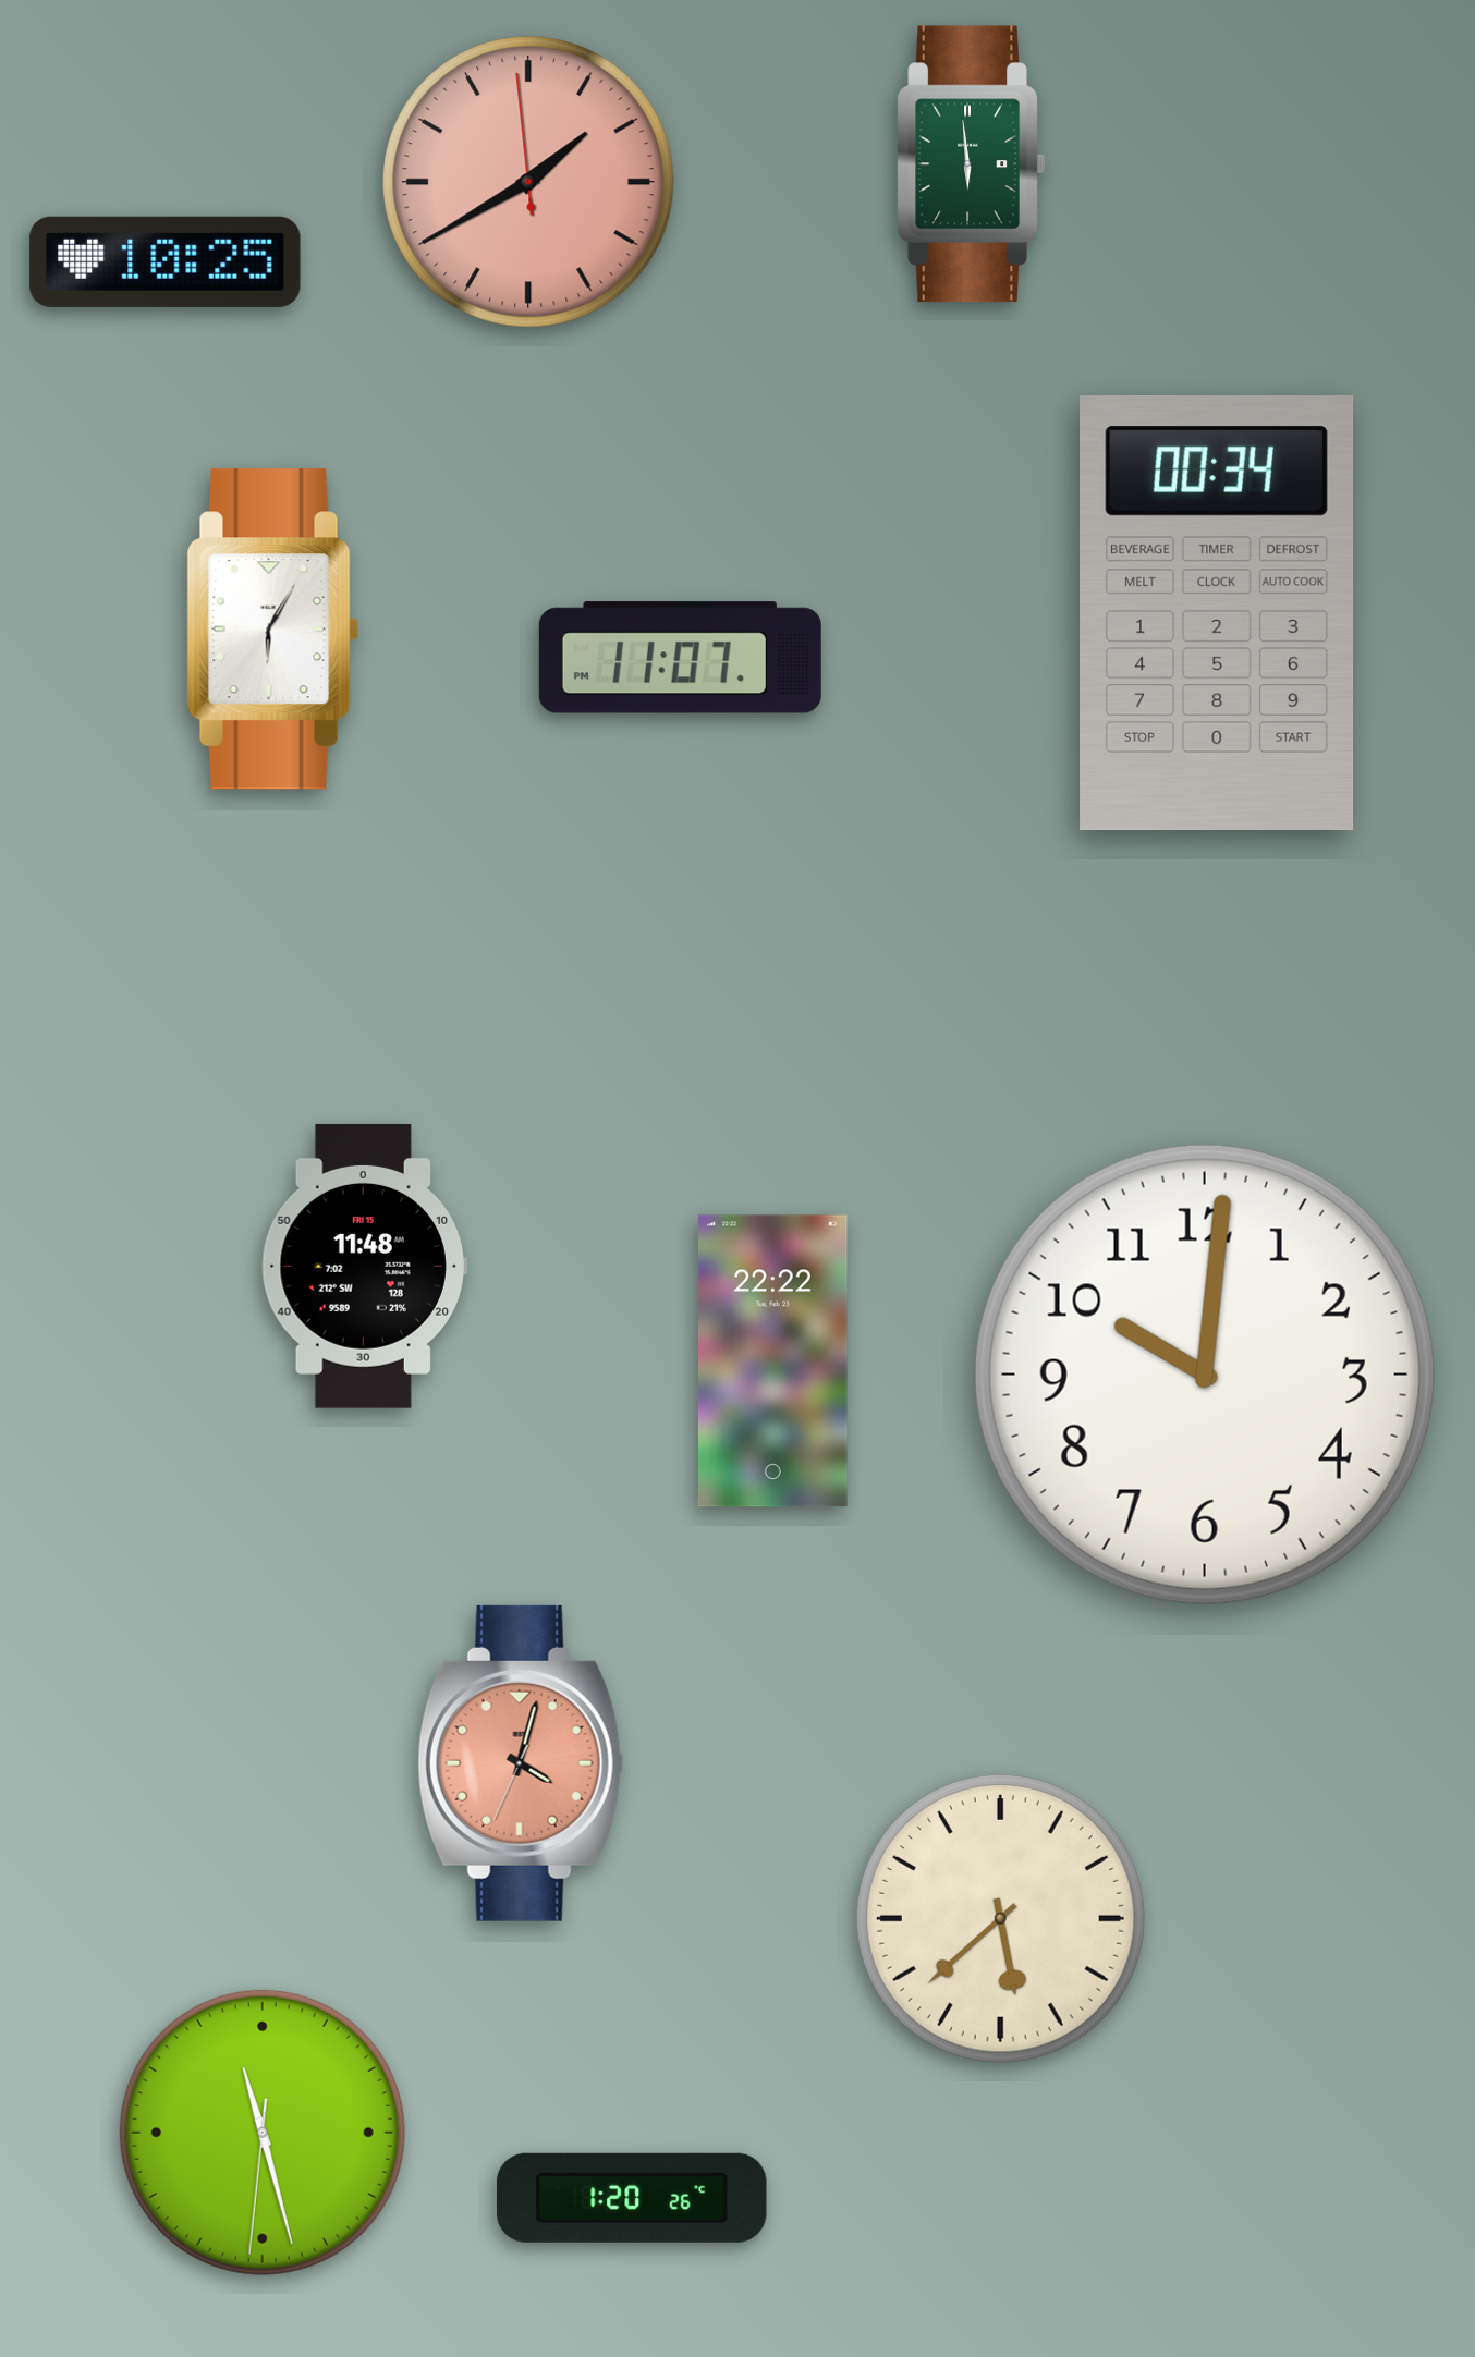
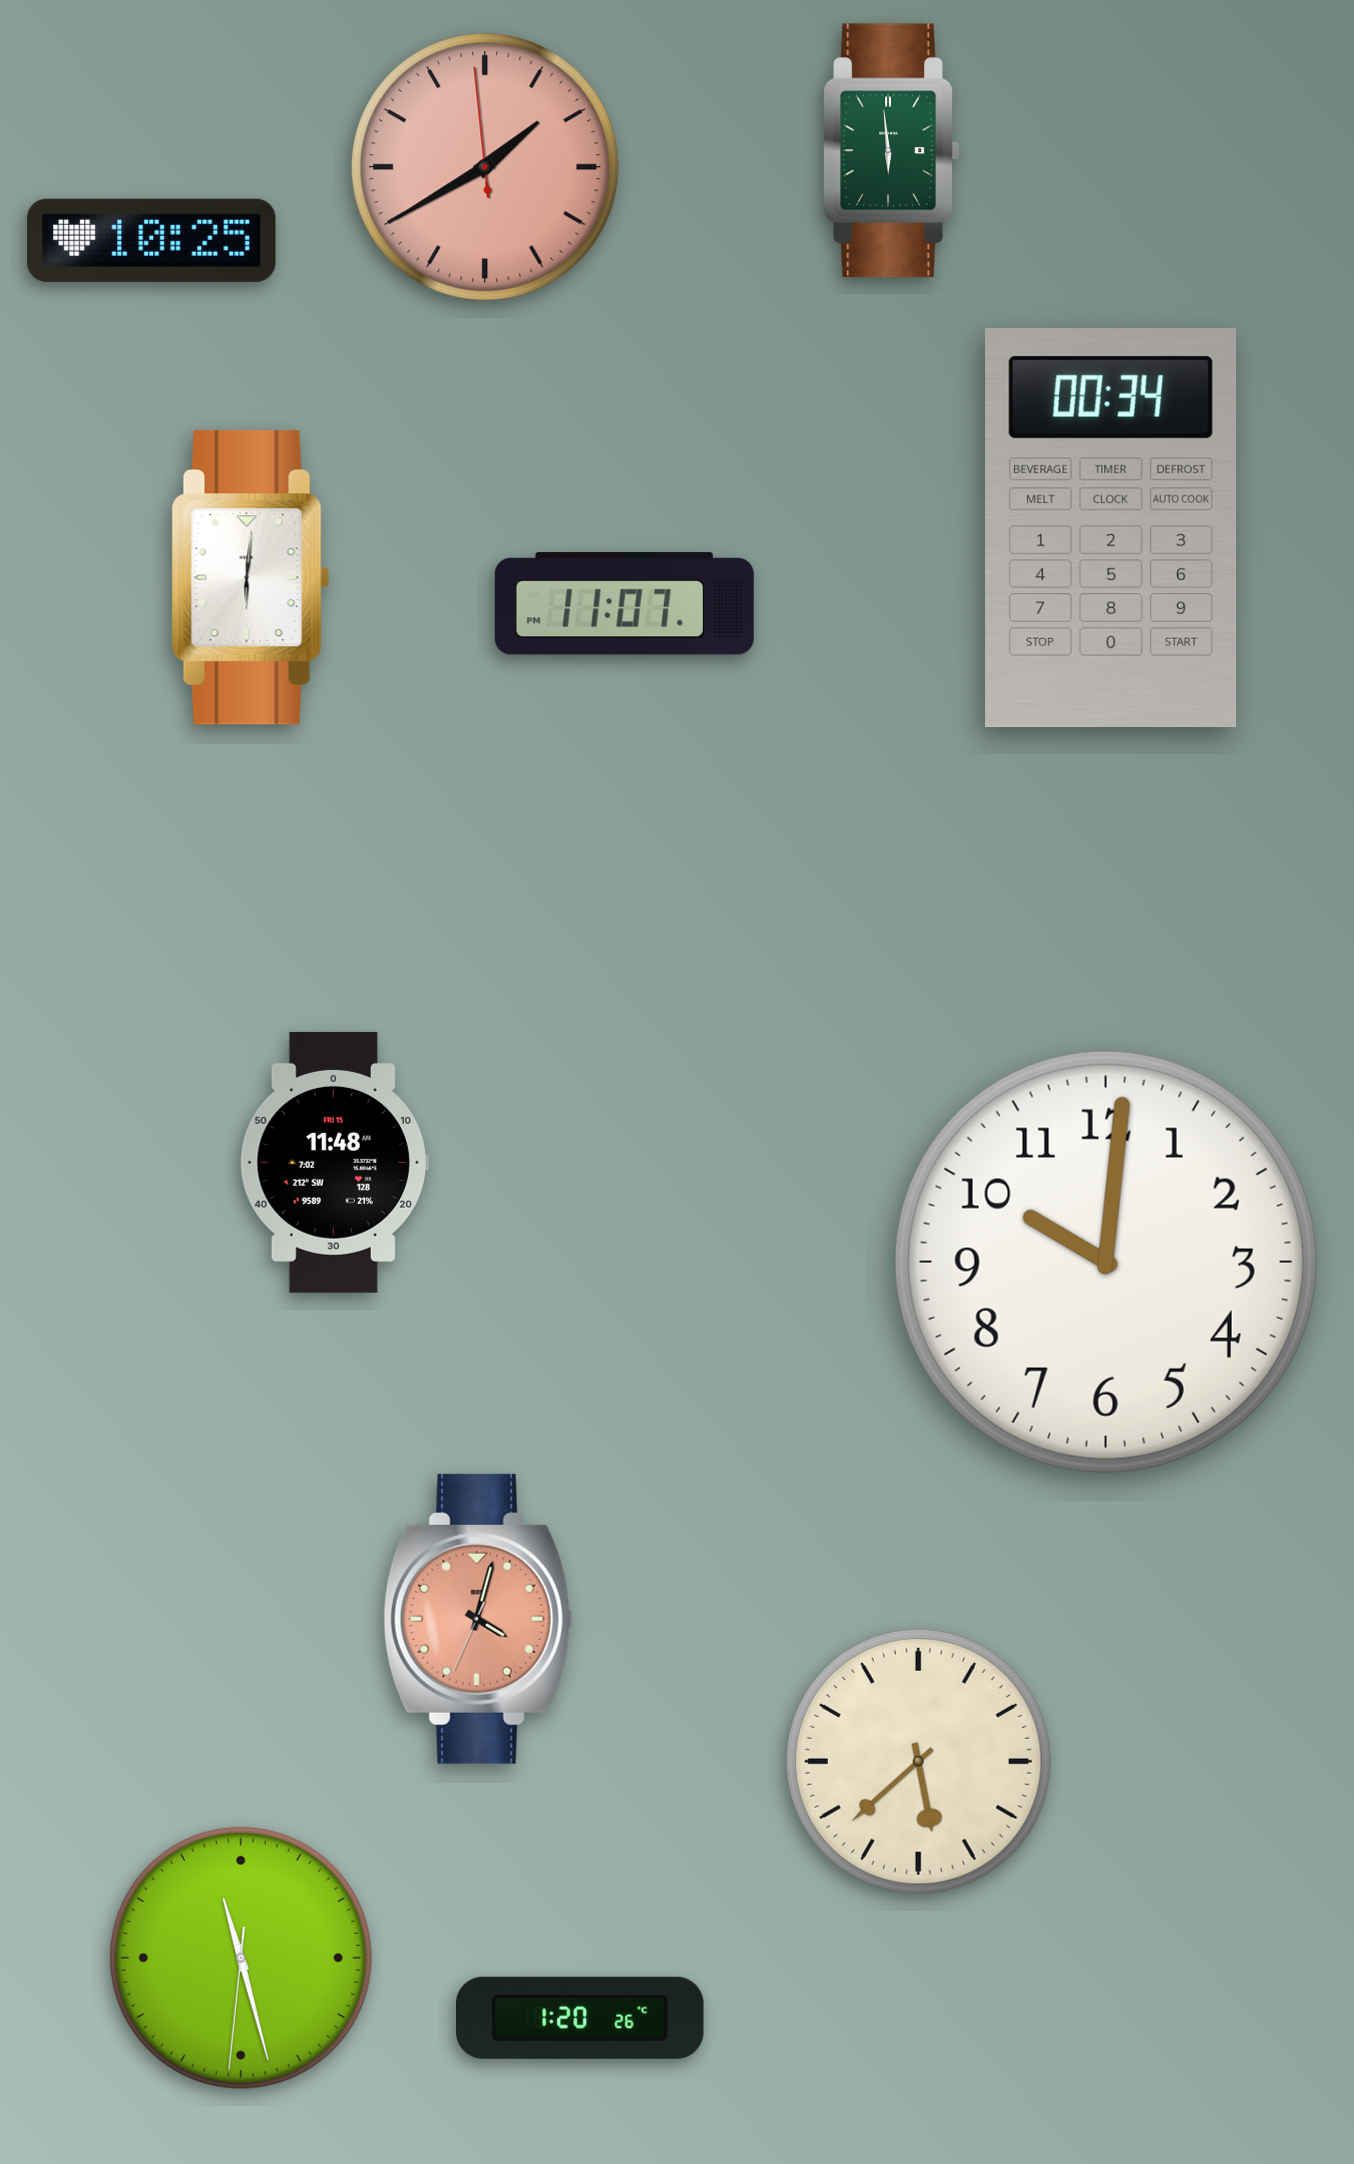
clock at (1217, 613) position: (1217, 613) -> (1111, 528)
clock at (273, 630): 6:05 -> 6:01
clock at (772, 1361): 22:22 -> none
